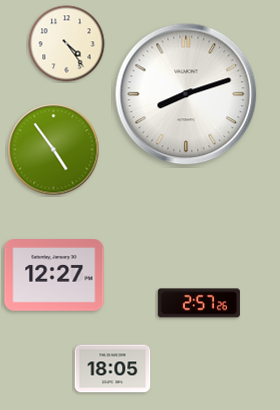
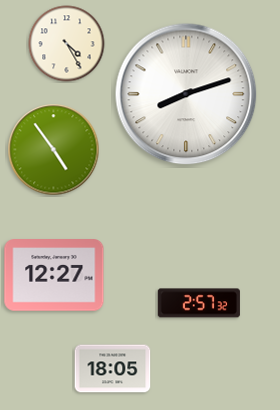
clock at (67, 44): 4:24 -> 4:25
clock at (199, 303): 2:57:26 -> 2:57:32
